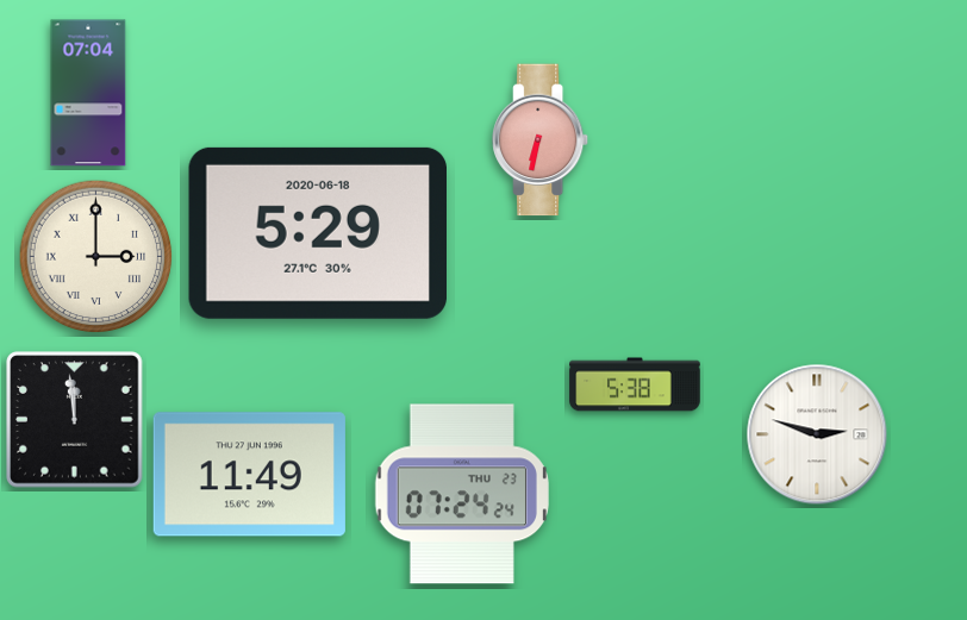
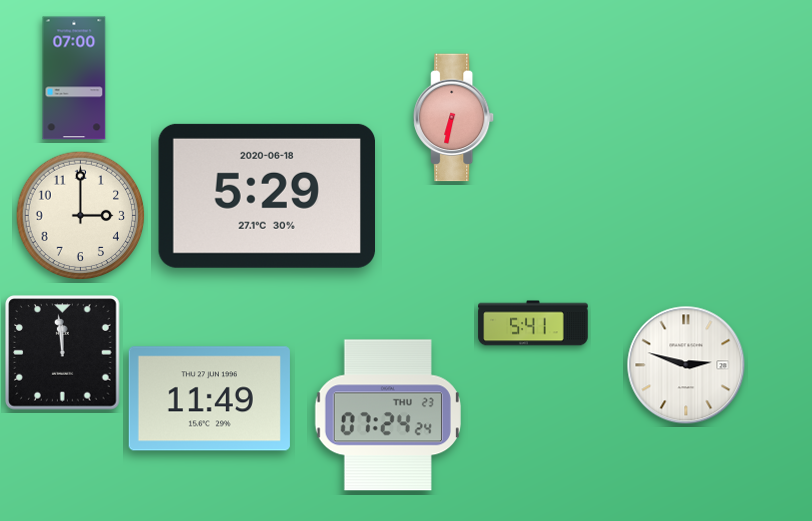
clock at (88, 93): 07:04 -> 07:00
clock at (96, 257) numerals: Roman -> Arabic
clock at (635, 384): 5:38 -> 5:41
